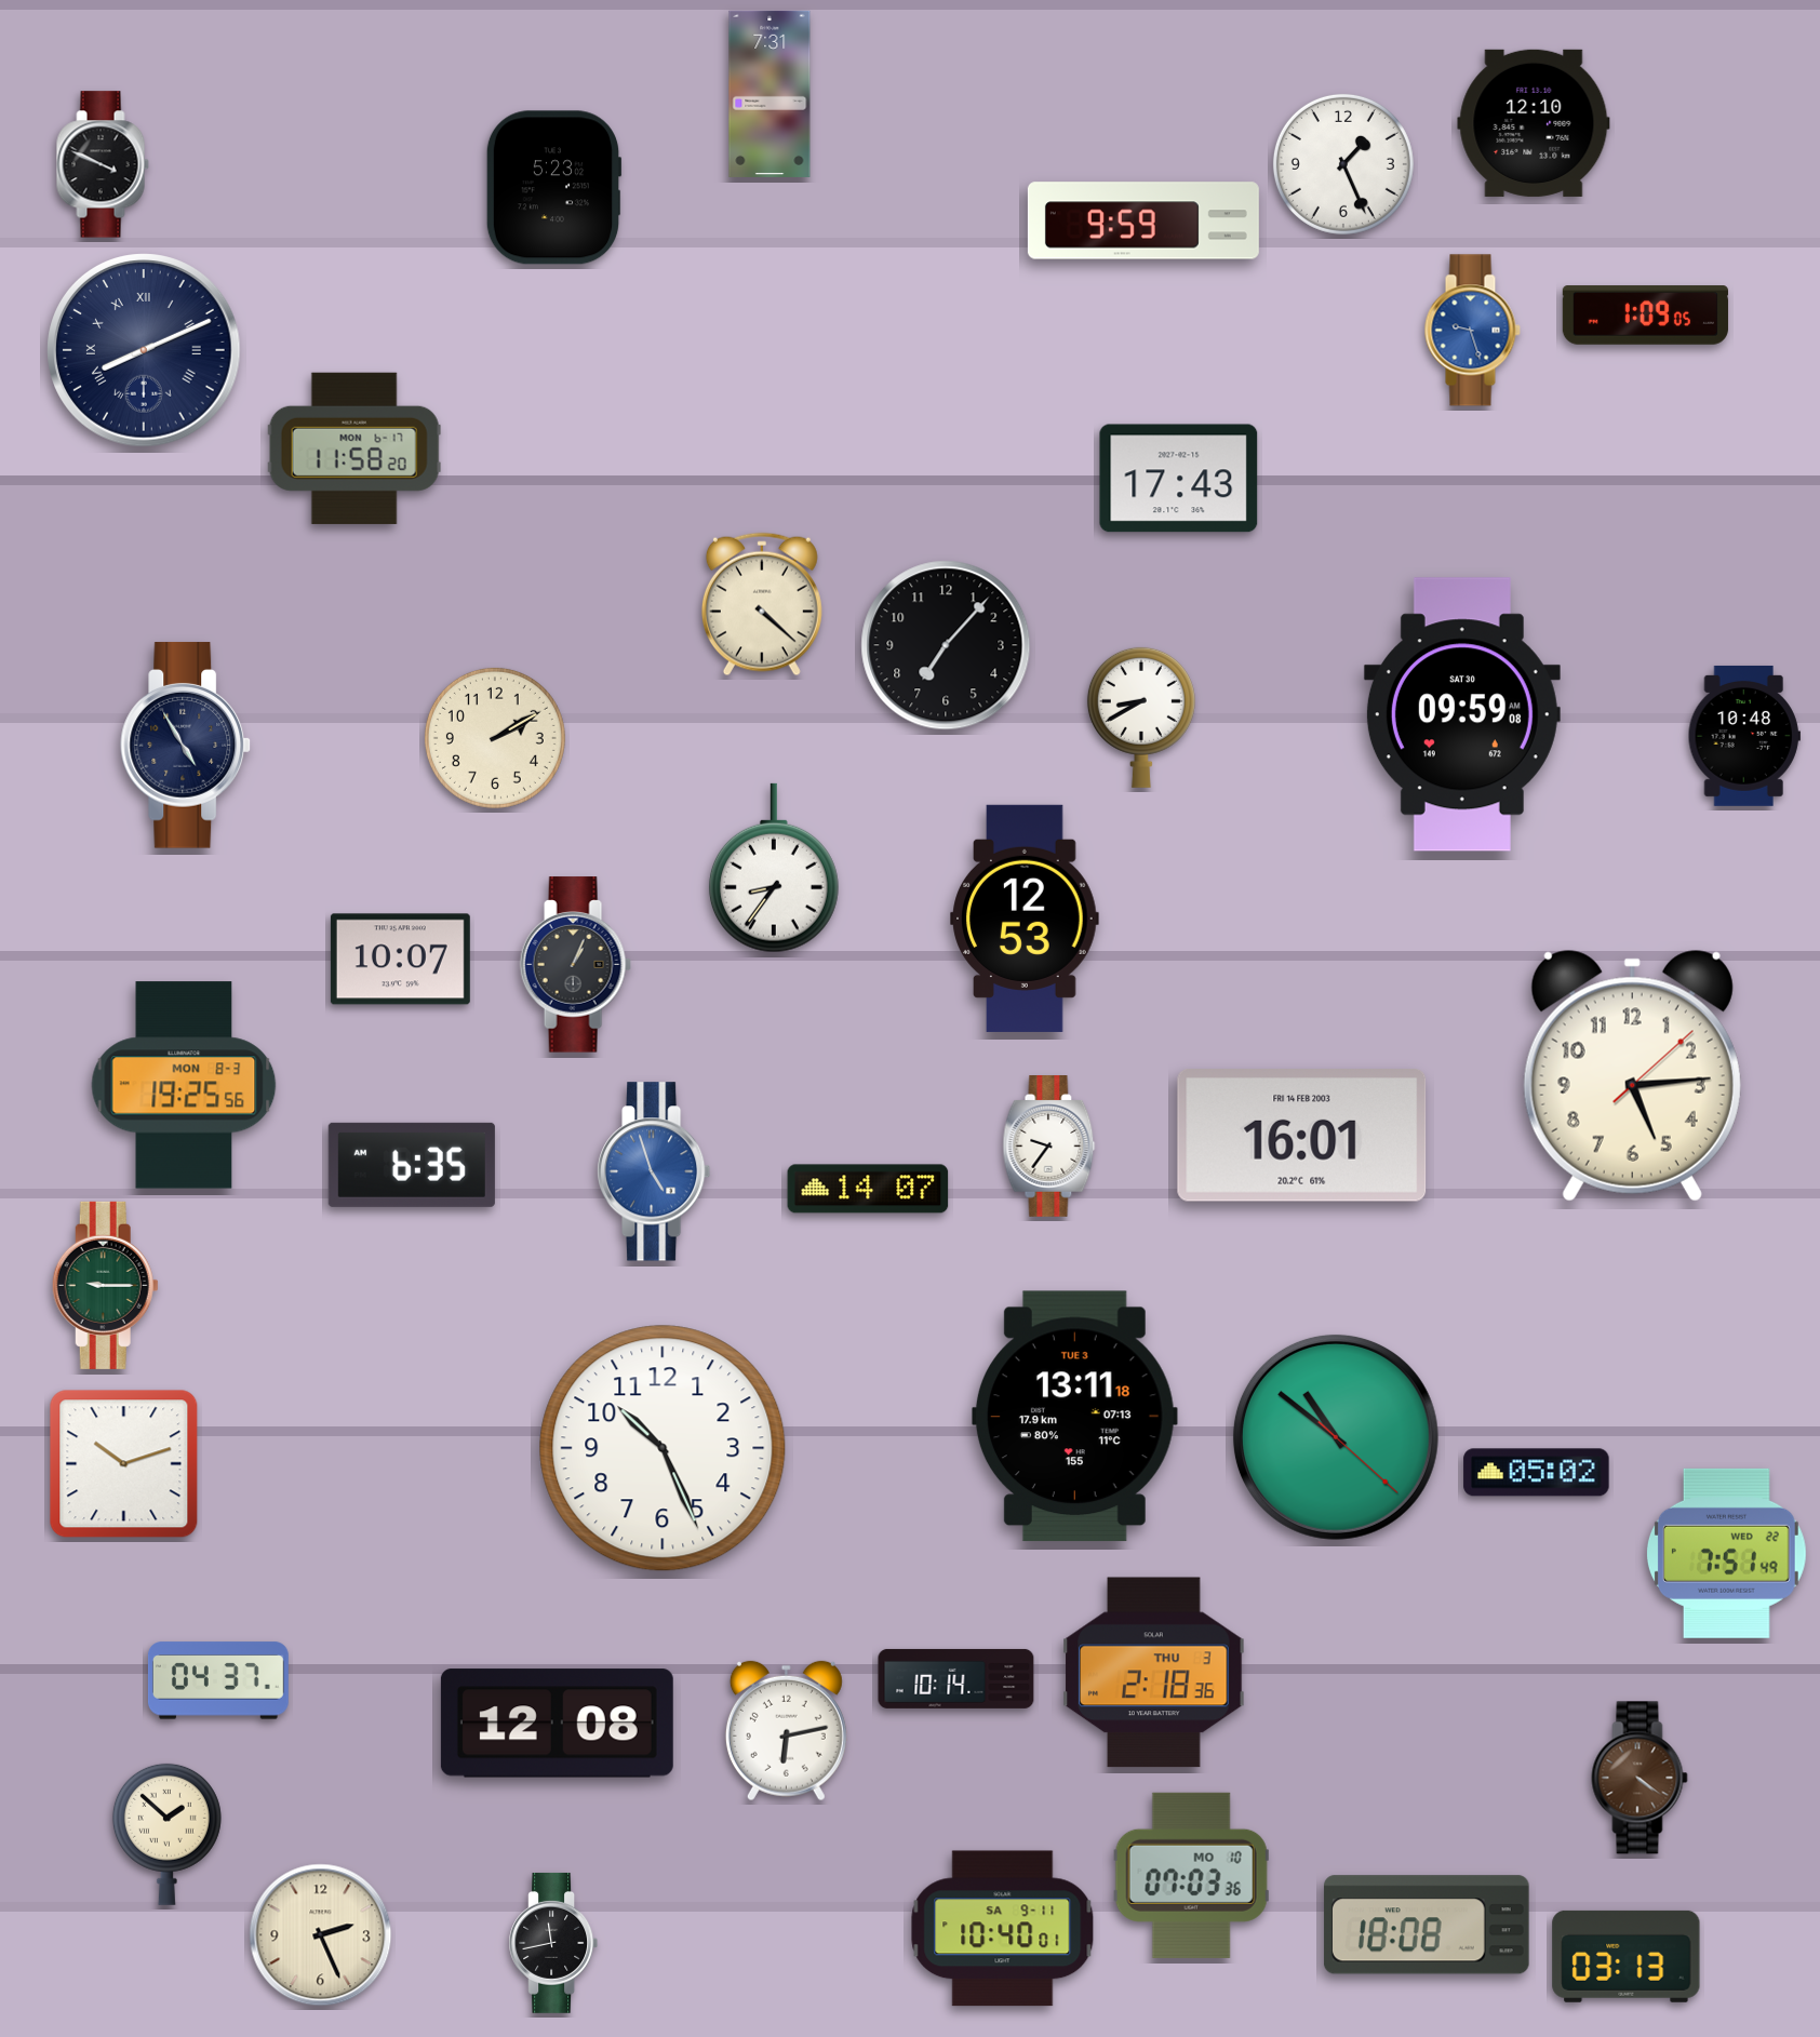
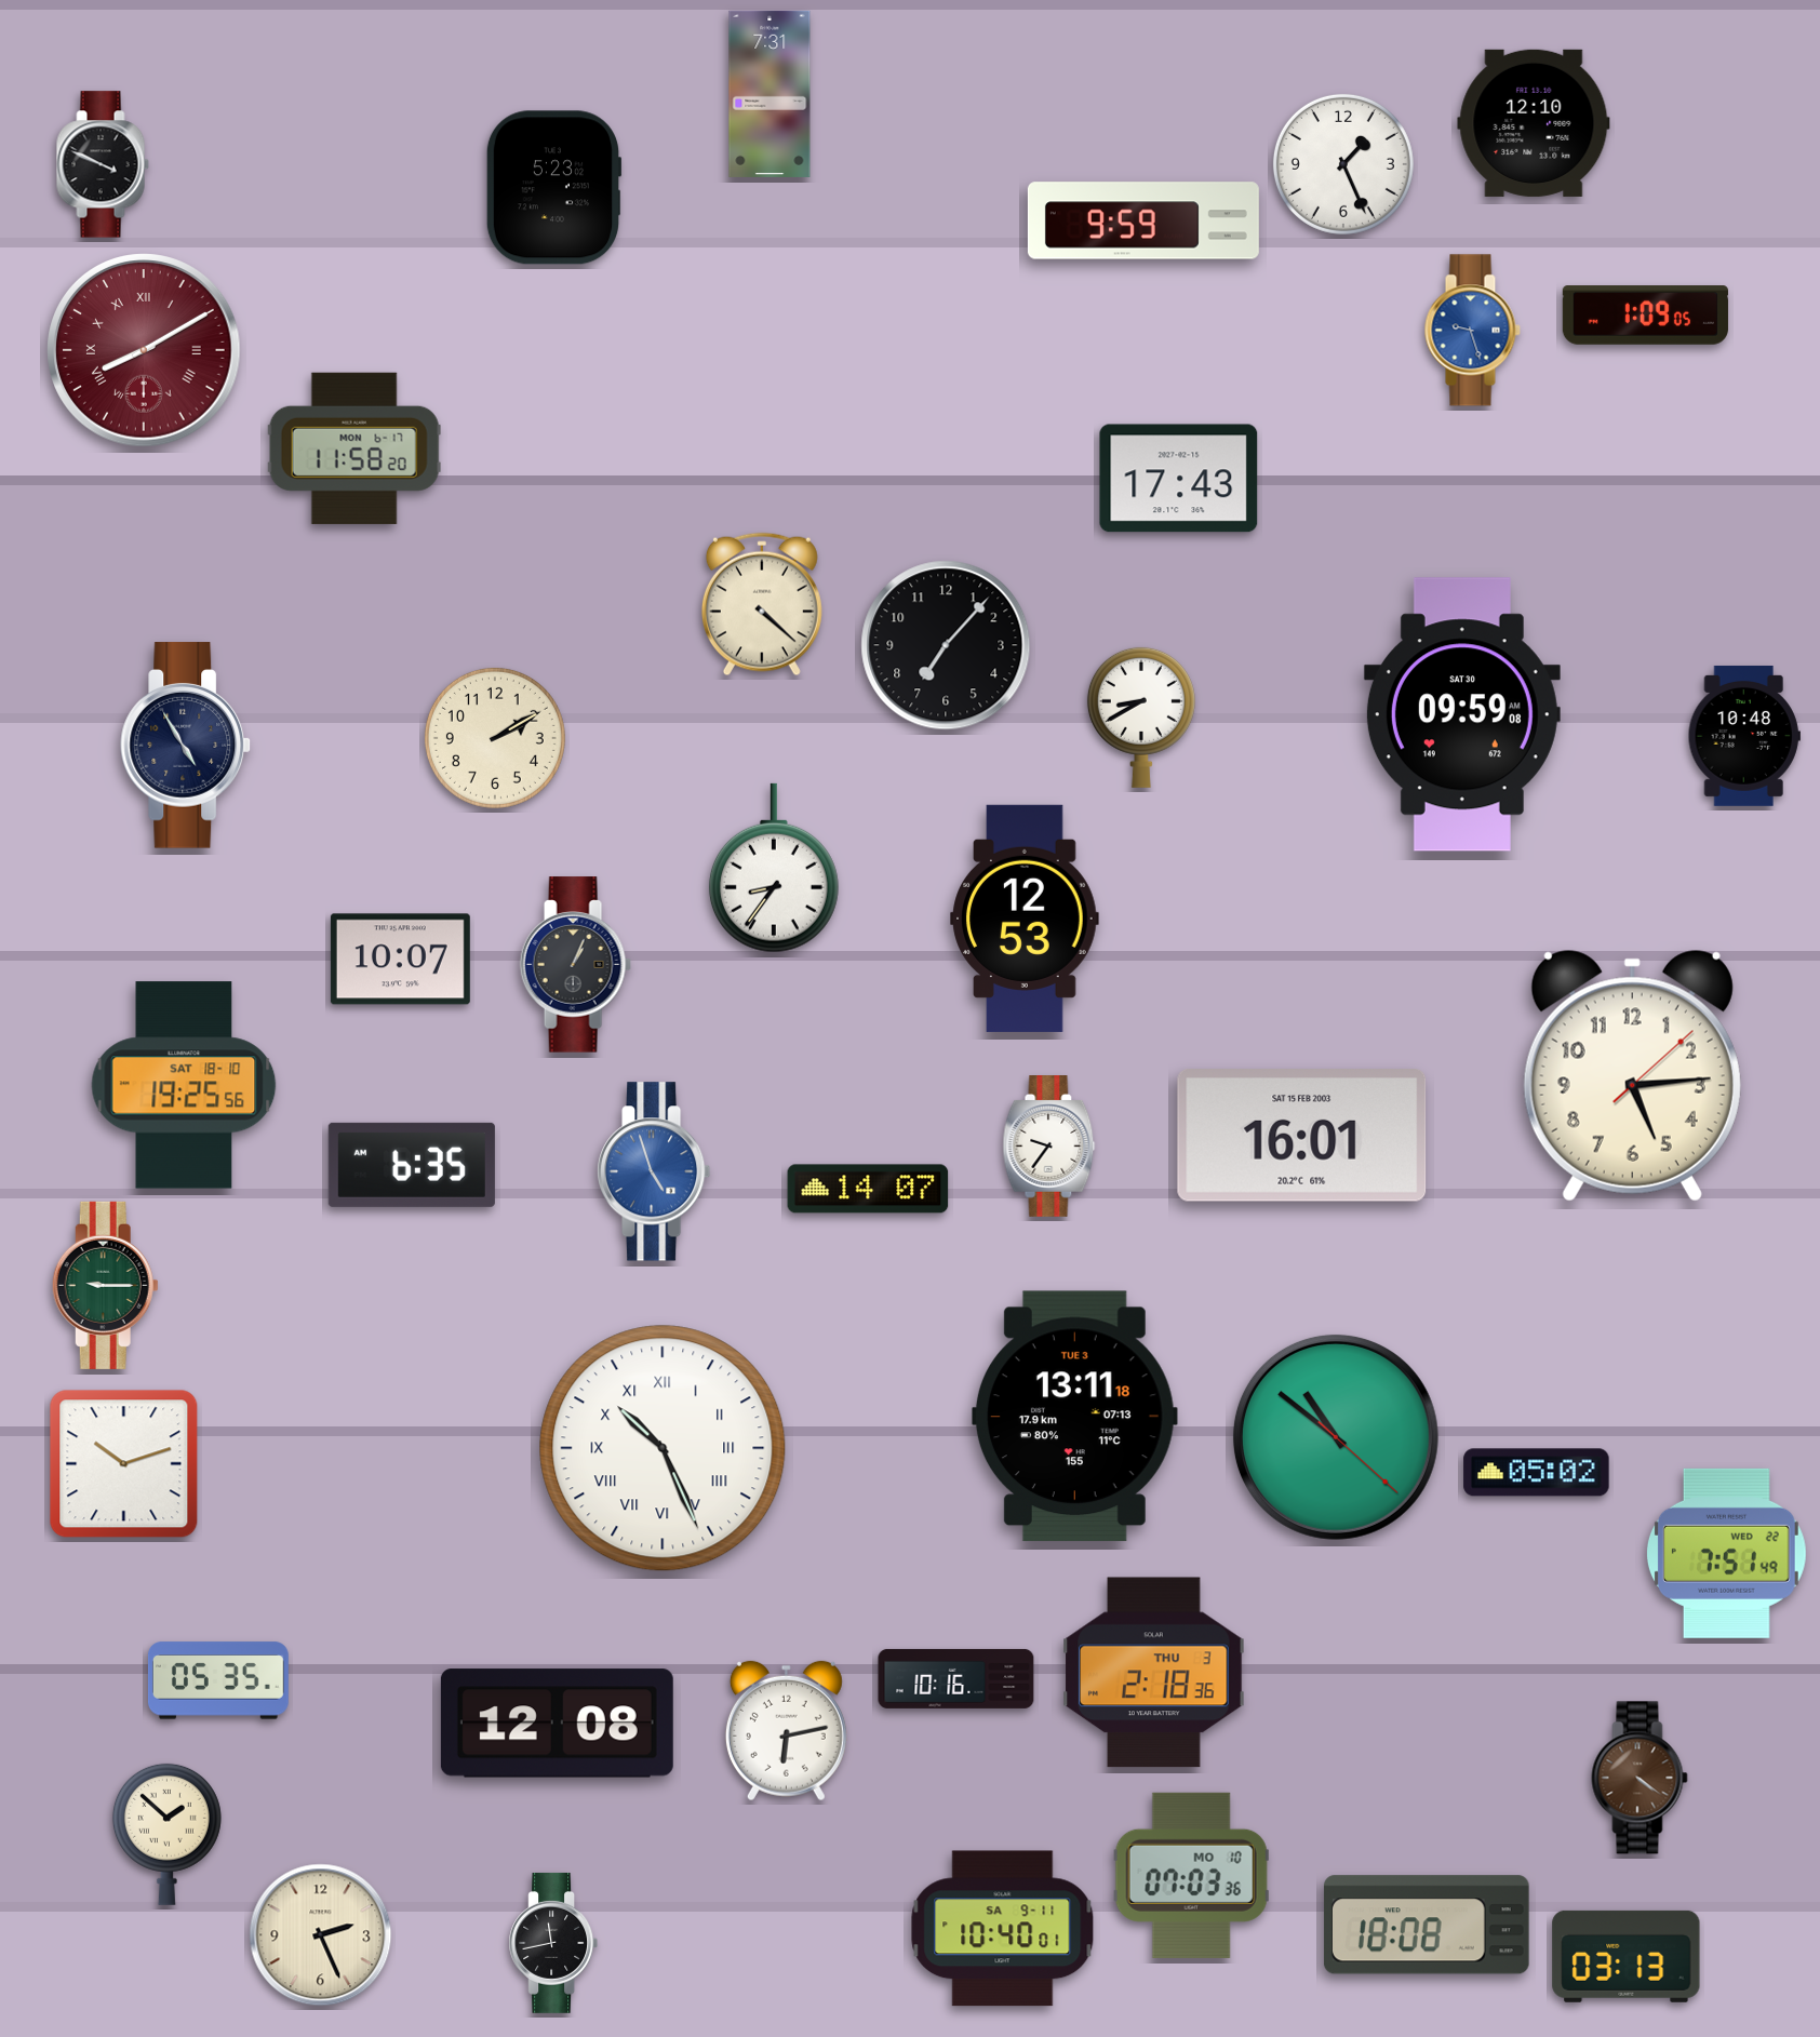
clock at (144, 350): 8:11 -> 8:10
clock at (144, 350) dial: navy -> burgundy
clock at (184, 1085) date: MON 8-3 -> SAT 18-10
clock at (1302, 1136) date: FRI 14 FEB 2003 -> SAT 15 FEB 2003
clock at (663, 1448) numerals: Arabic -> Roman
clock at (956, 1678): 10:14 -> 10:16
clock at (218, 1680): 04:37 -> 05:35
